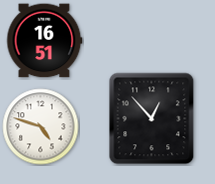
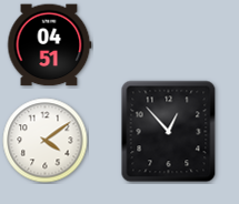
clock at (45, 41): 16:51 -> 04:51
clock at (41, 127): 4:48 -> 4:09
